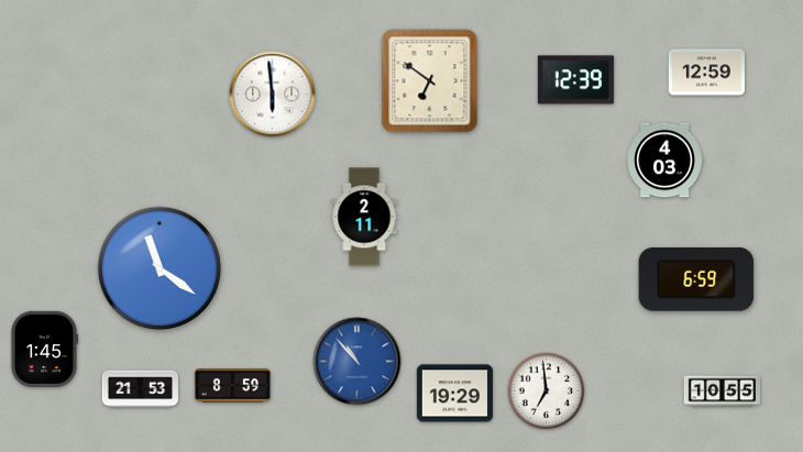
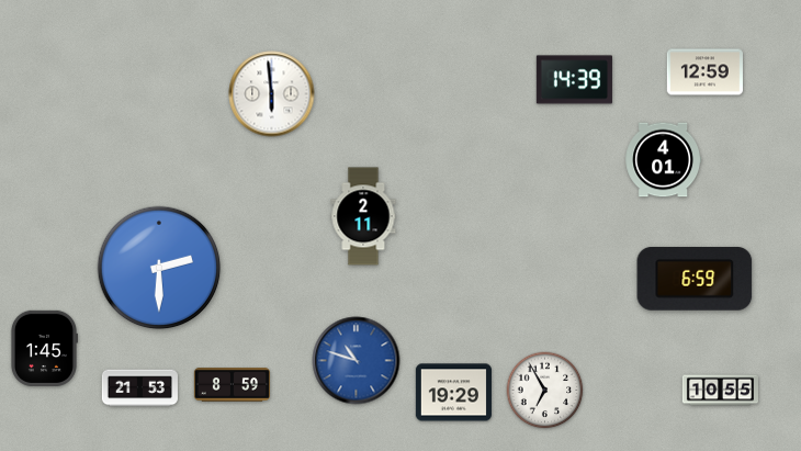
clock at (575, 80): 12:39 -> 14:39
clock at (430, 81): 6:51 -> none
clock at (664, 161): 4:03 -> 4:01
clock at (159, 268): 11:21 -> 2:30
clock at (358, 362): 10:53 -> 10:48
clock at (547, 392): 6:59 -> 6:55
